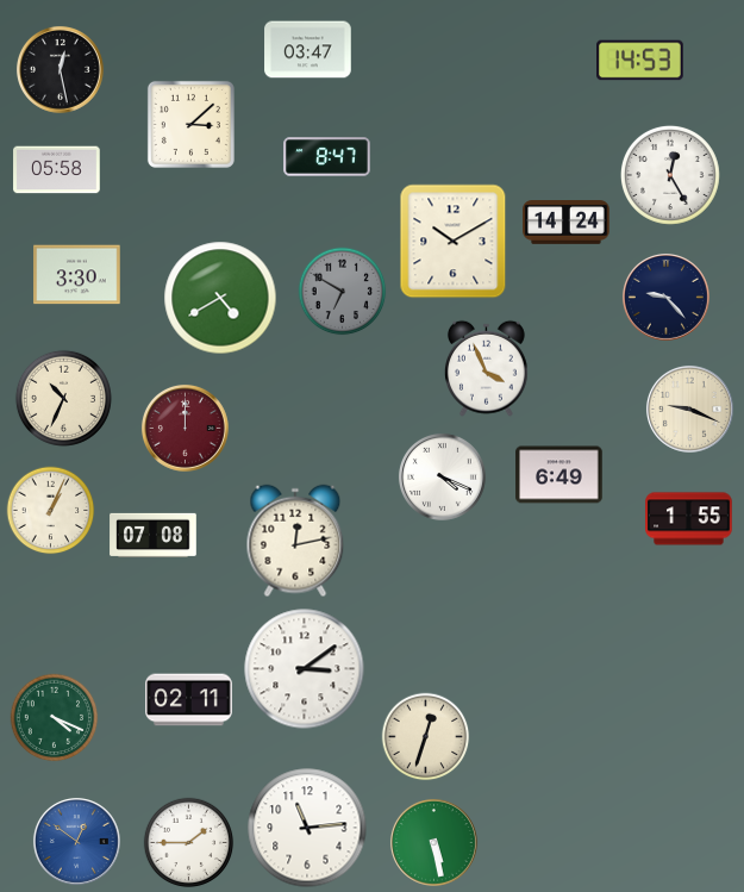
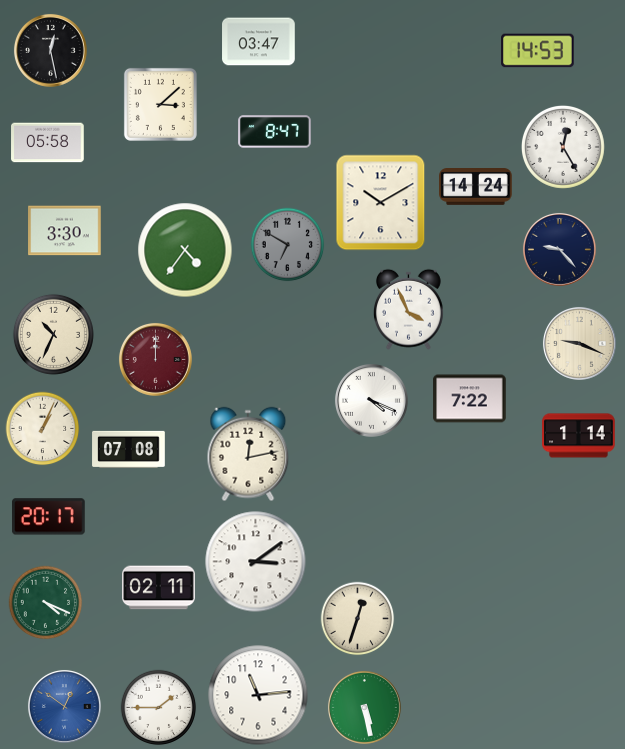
clock at (60, 69) position: (60, 69) -> (50, 50)
clock at (220, 298): 4:40 -> 4:36
clock at (559, 475): 6:49 -> 7:22
clock at (689, 519): 1:55 -> 1:14
clock at (49, 517): none -> 20:17
